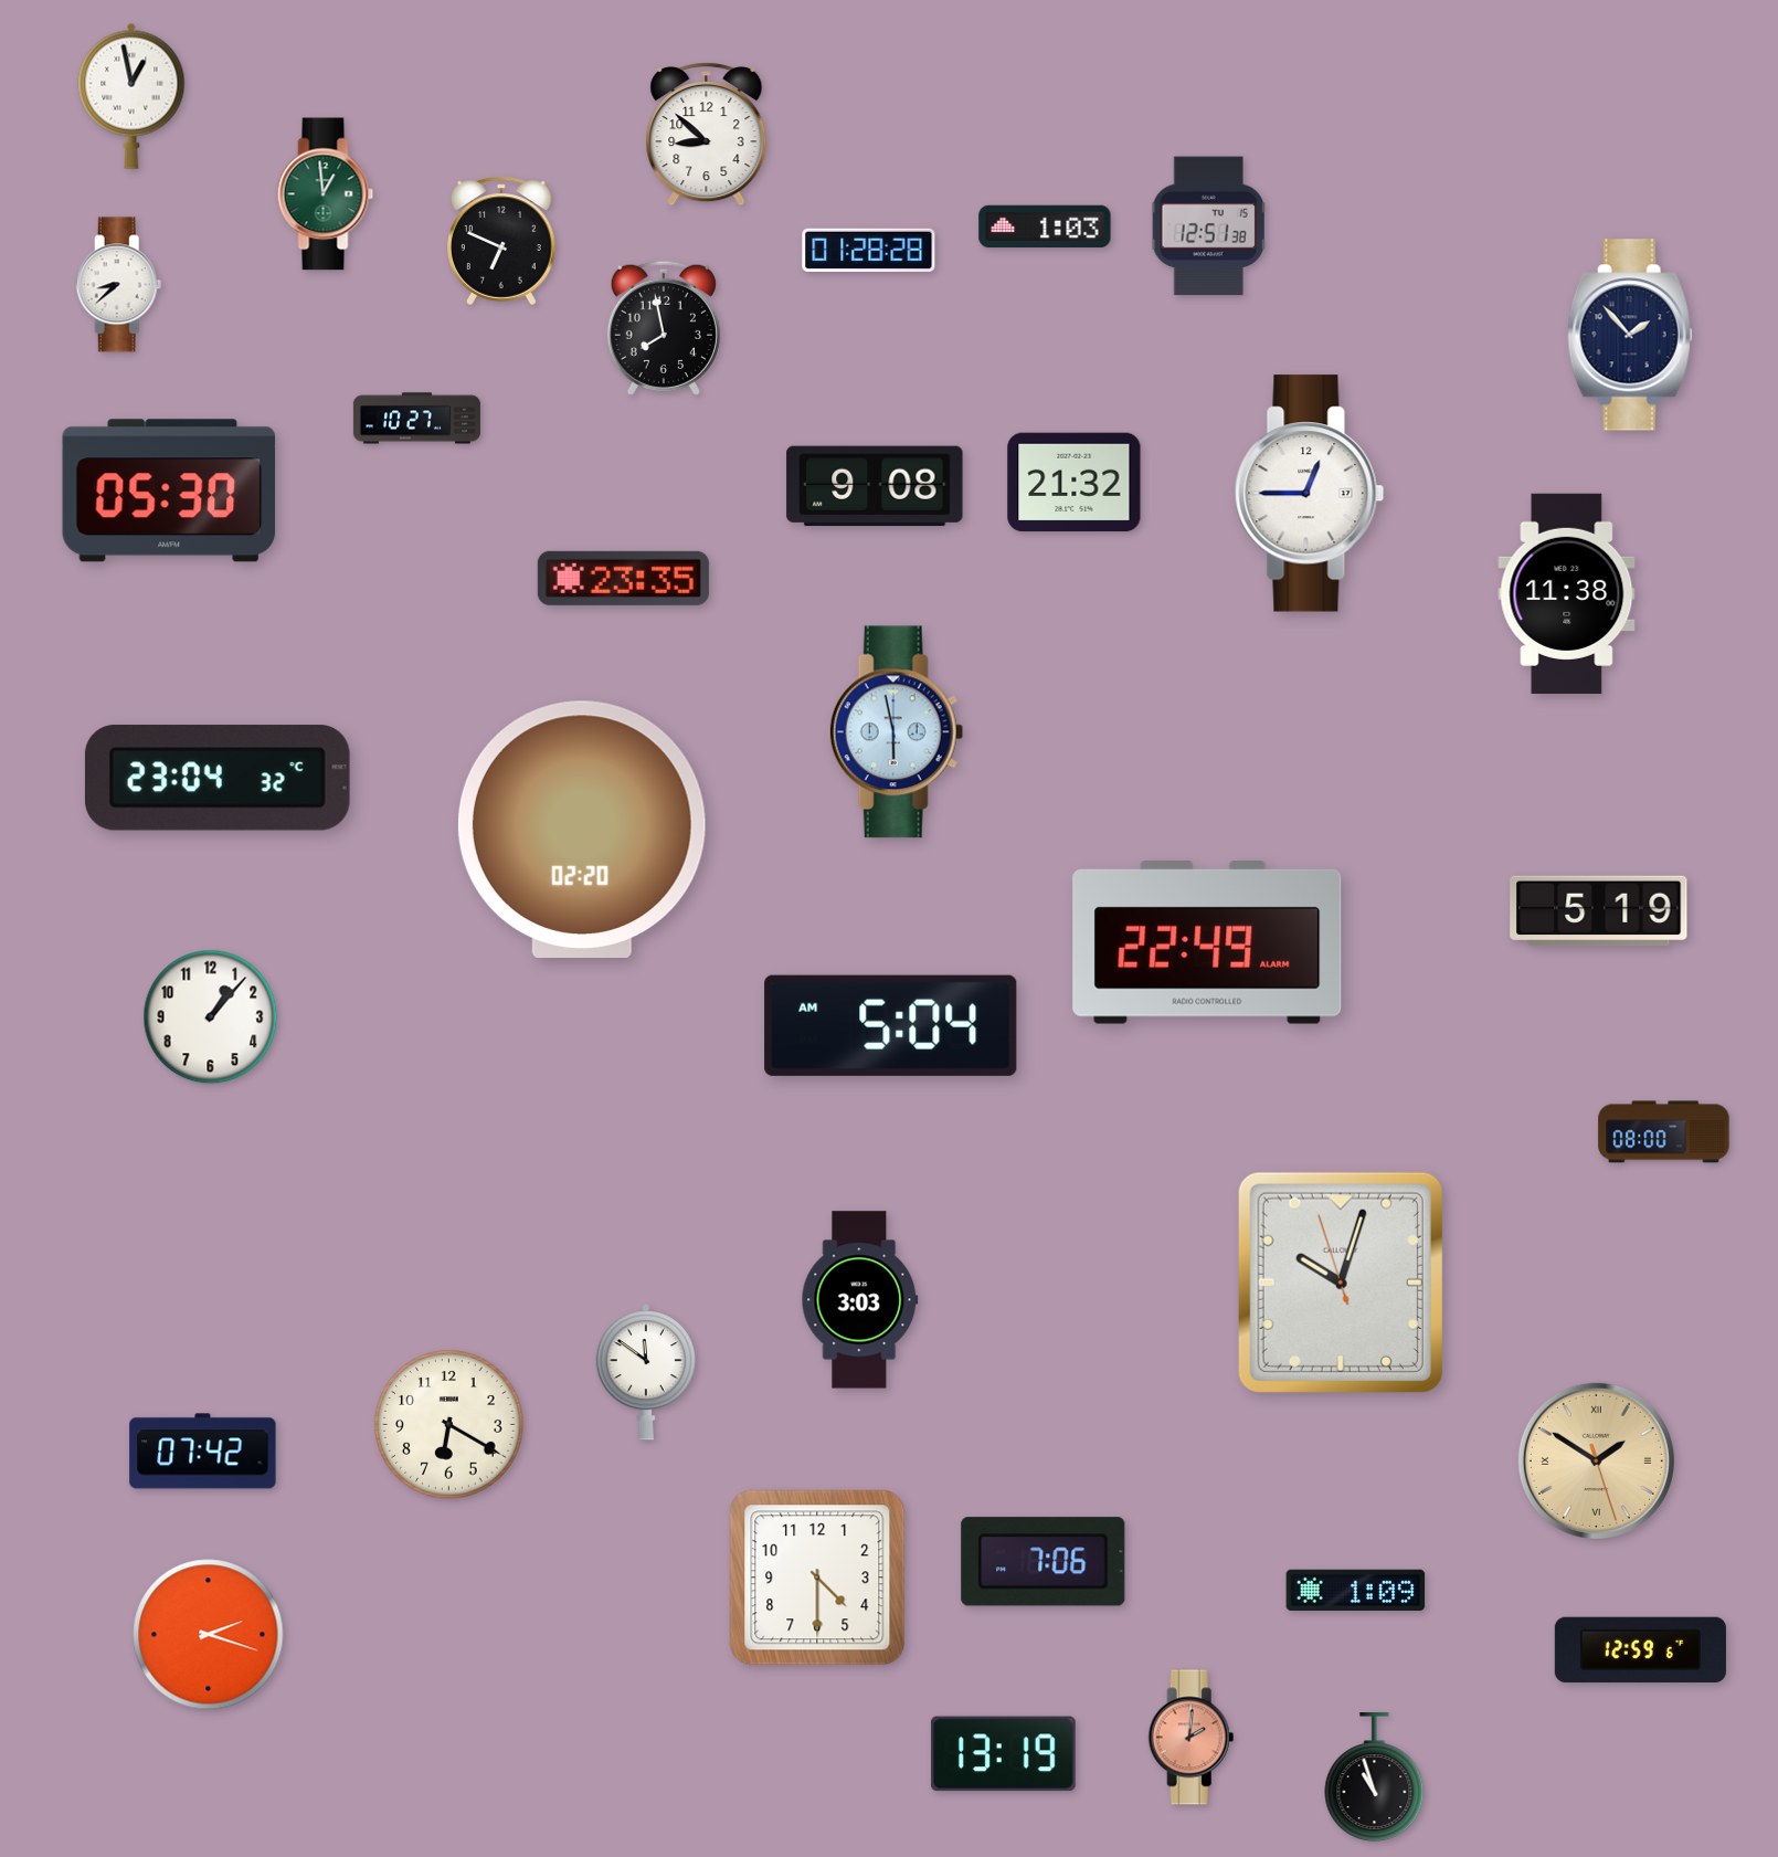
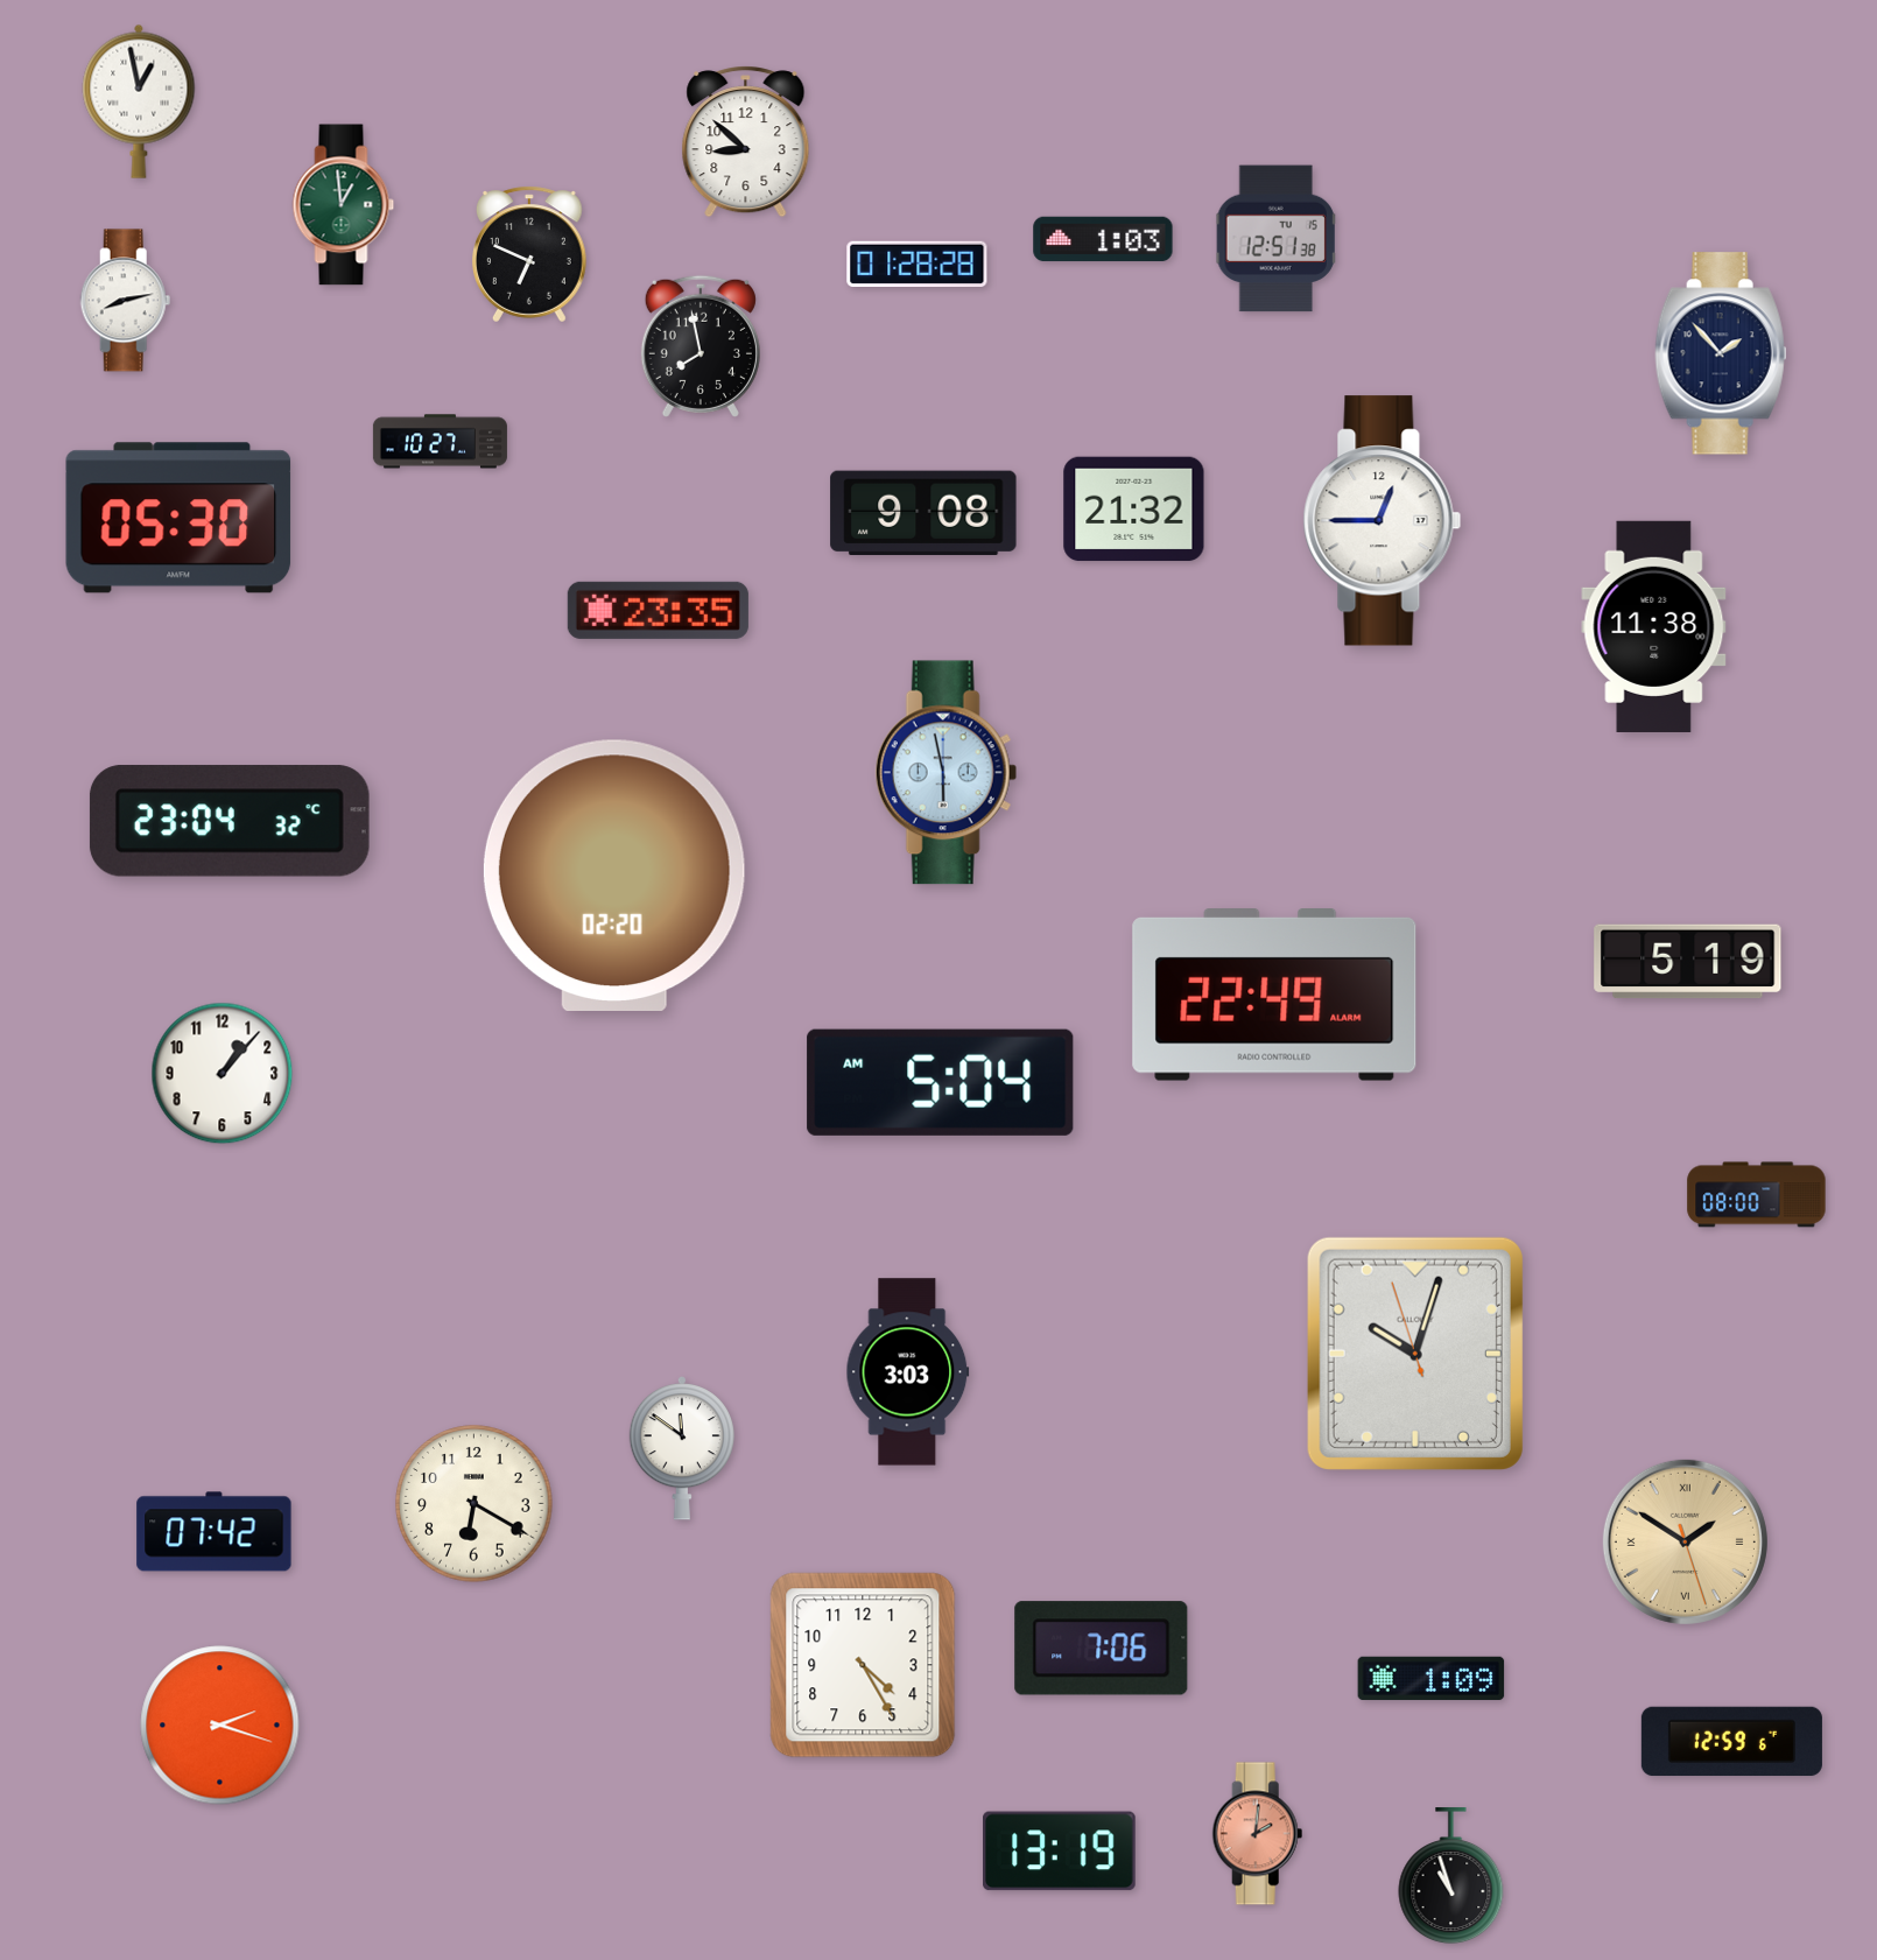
clock at (119, 285): 8:38 -> 8:13
clock at (817, 1578): 4:30 -> 4:25
